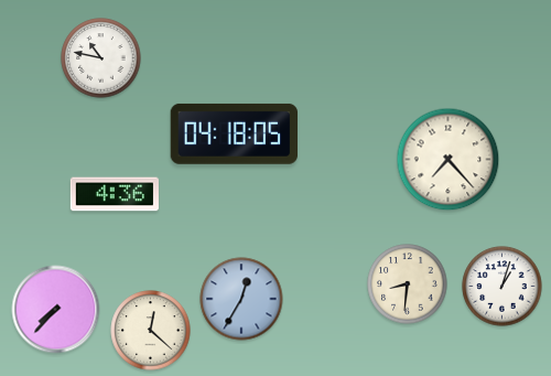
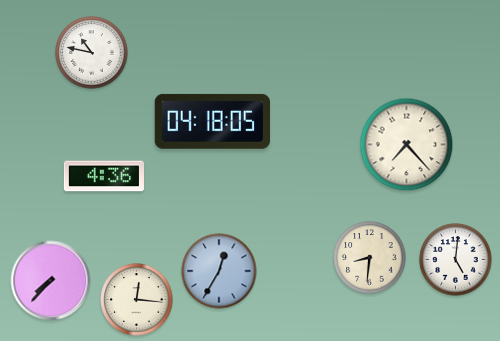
clock at (503, 287): 1:03 -> 5:01
clock at (151, 331): 12:22 -> 12:16
